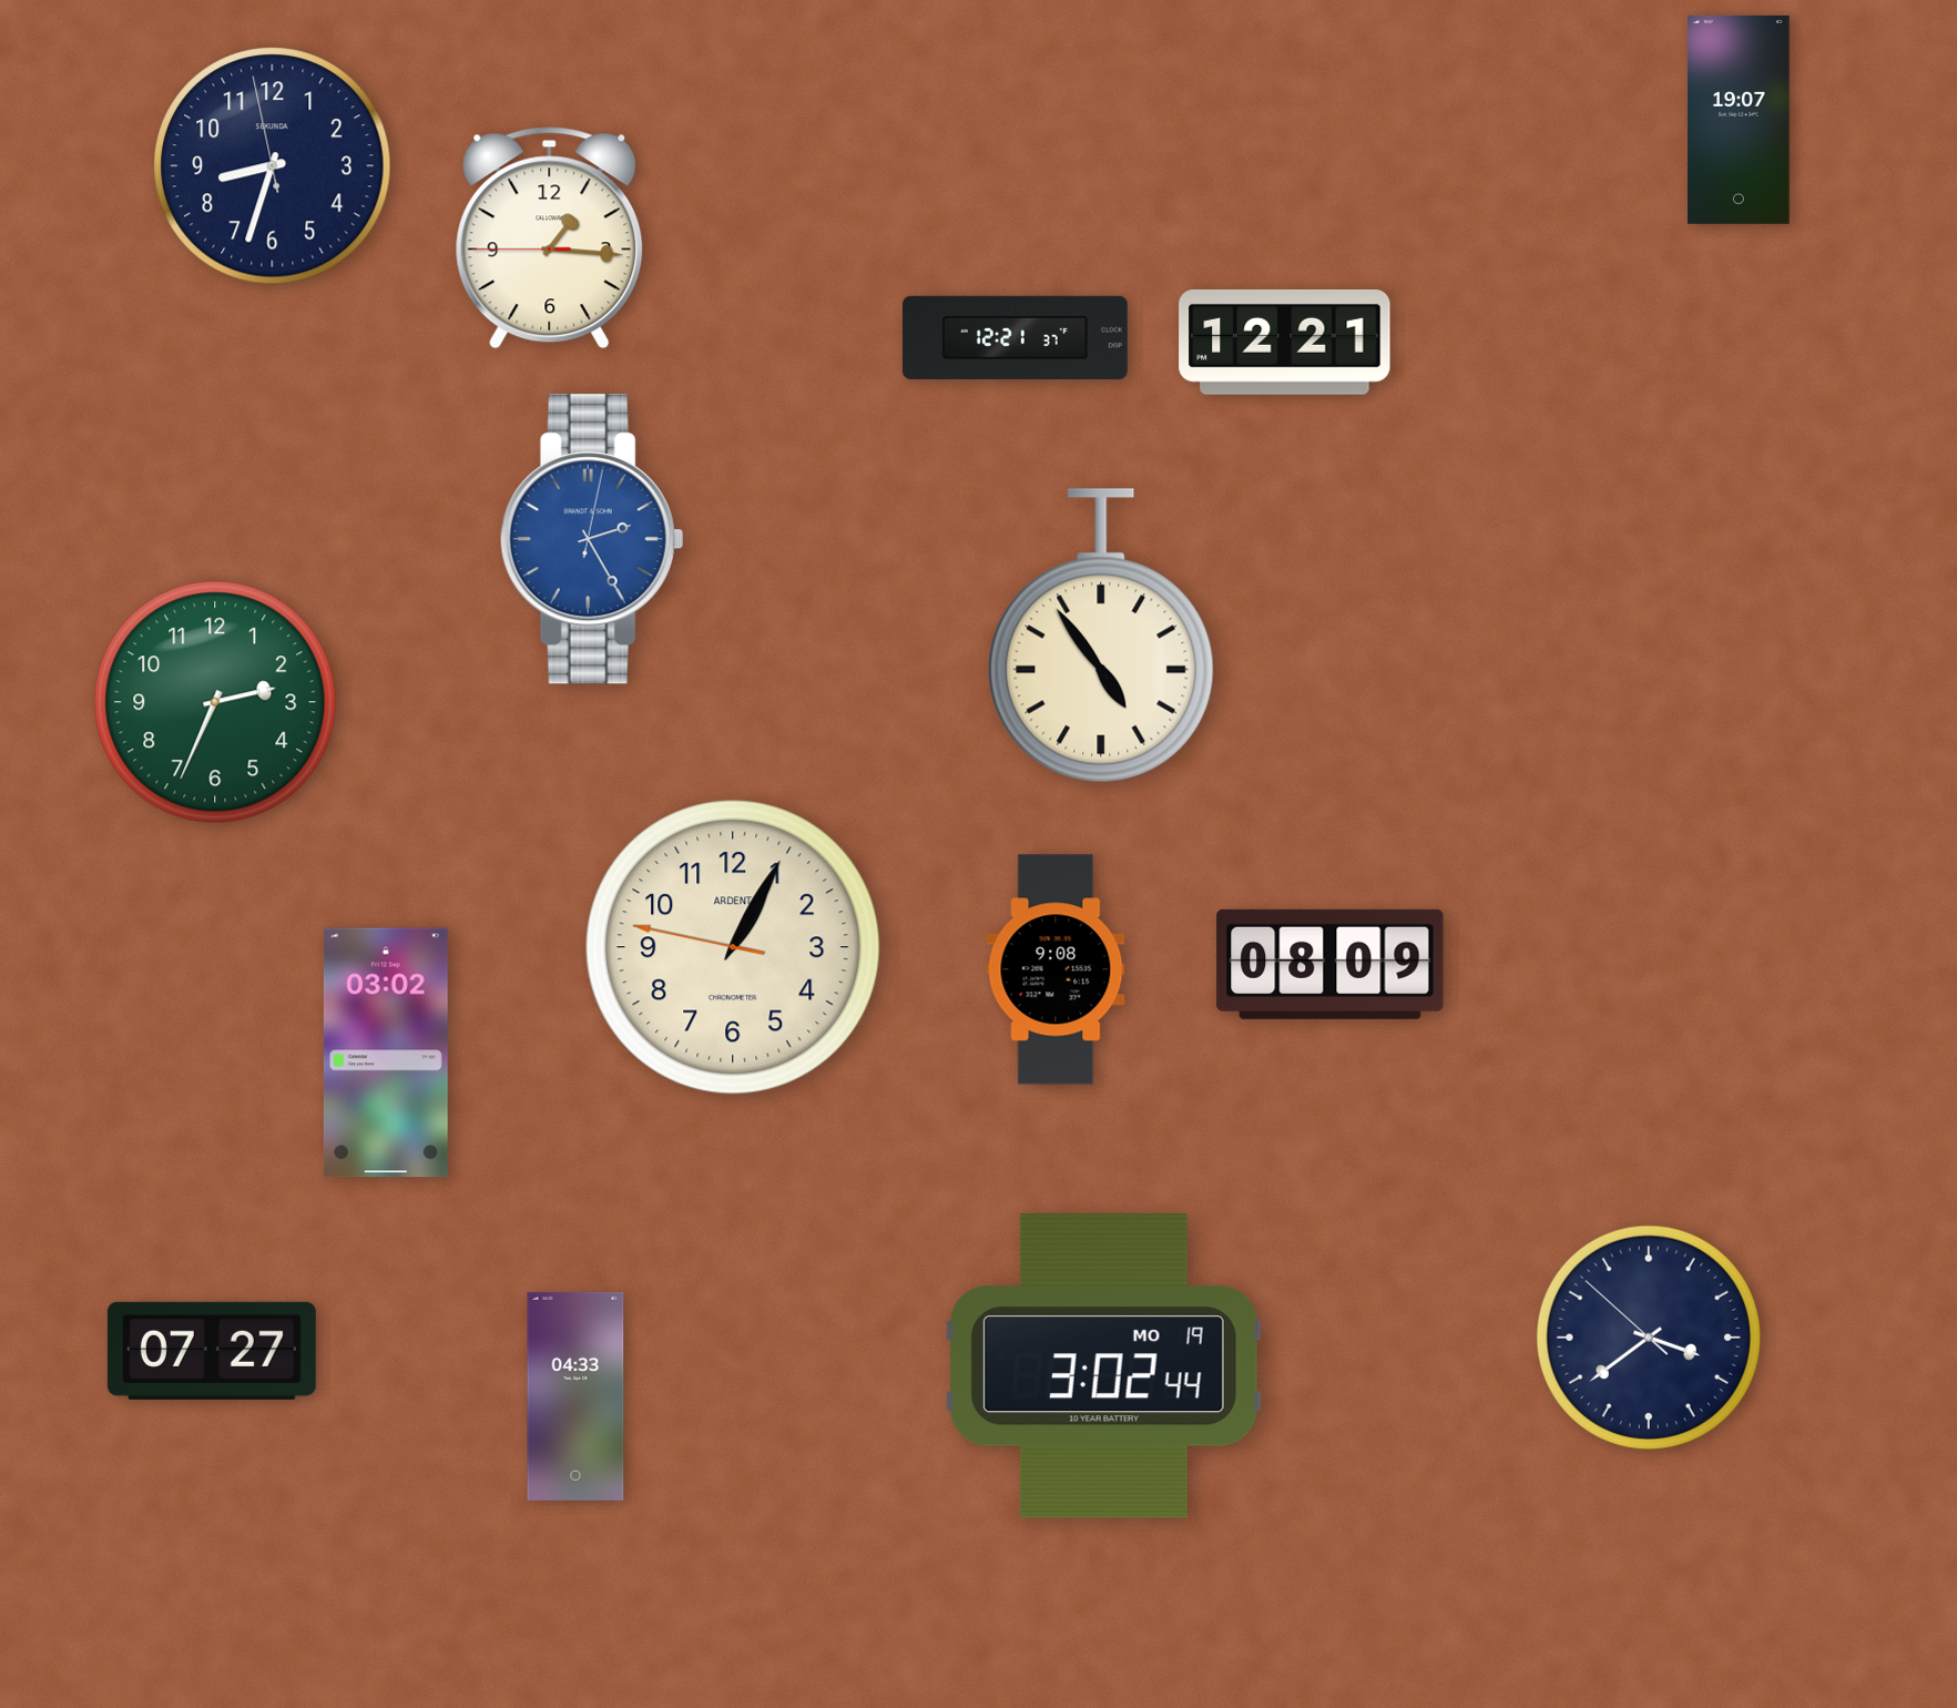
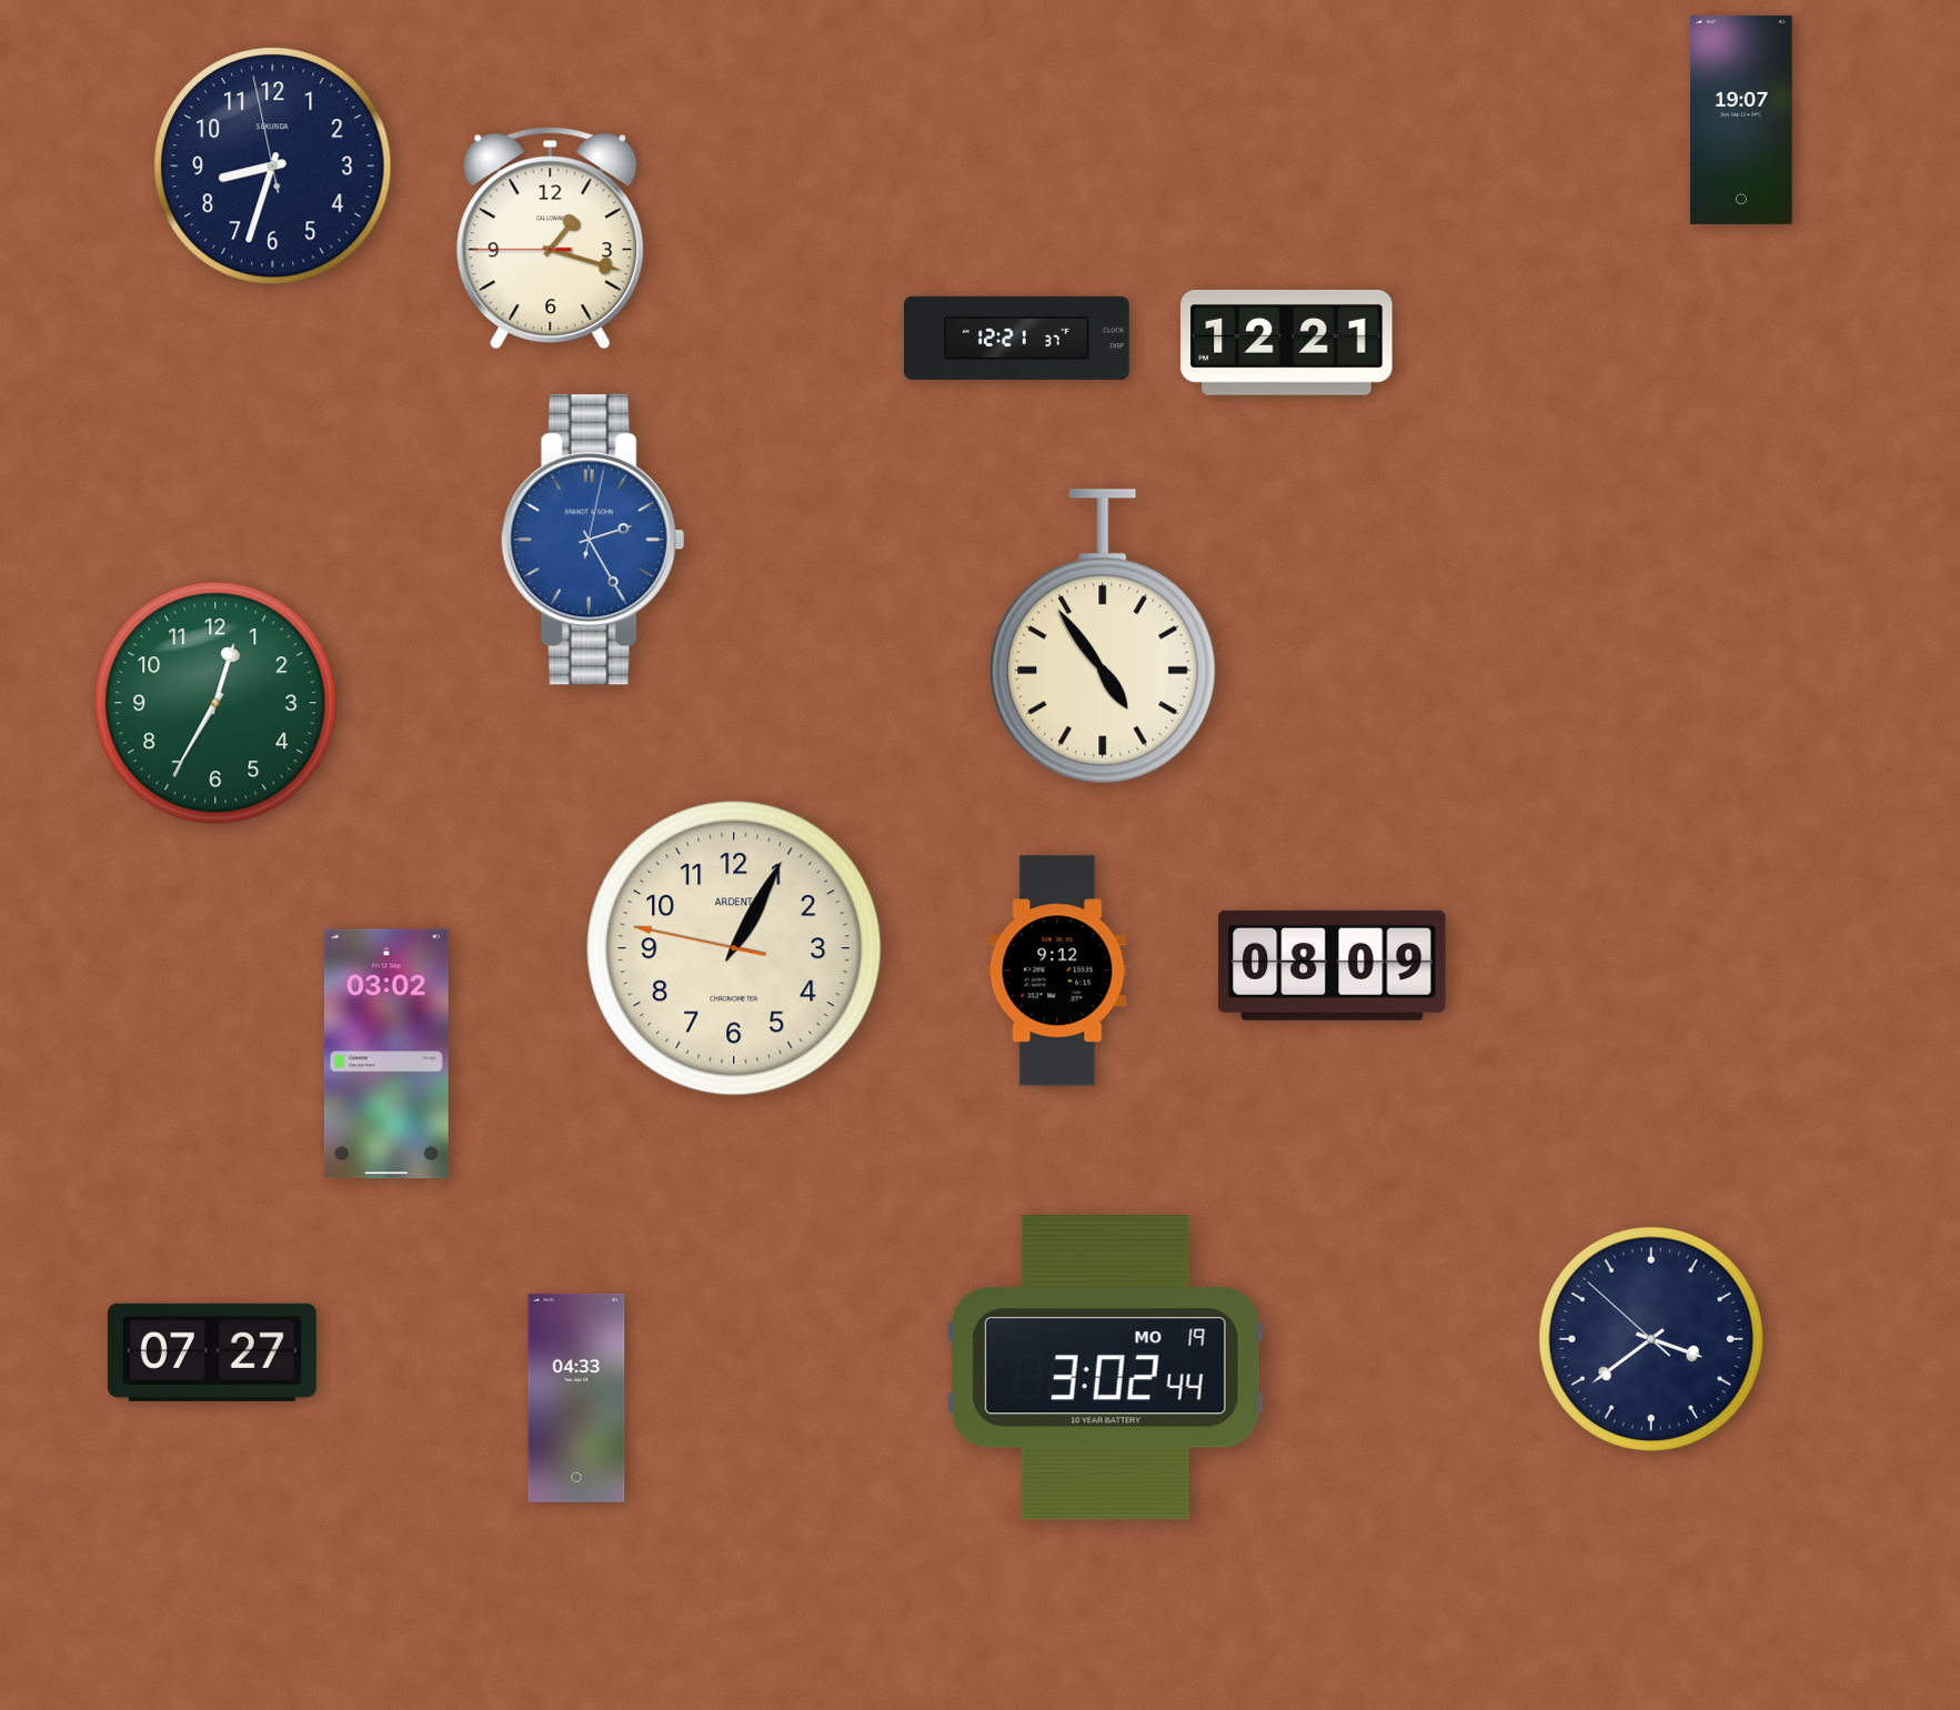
clock at (550, 238): 1:15 -> 1:17
clock at (215, 702): 2:34 -> 12:35
clock at (1056, 969): 9:08 -> 9:12
